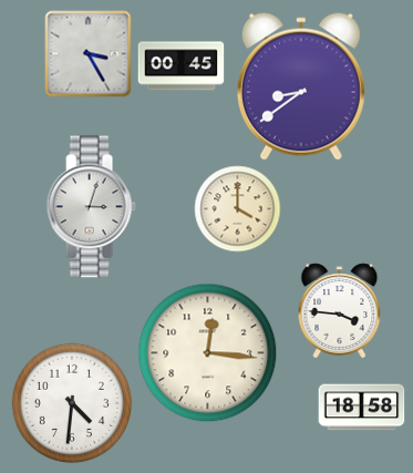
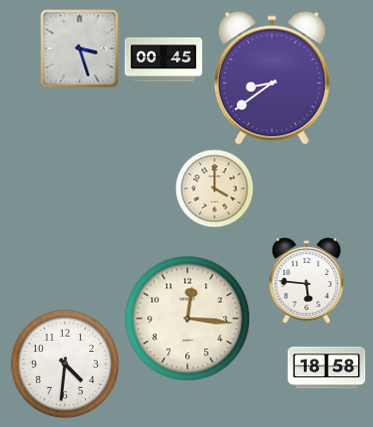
clock at (87, 53): 3:25 -> 3:27
clock at (91, 207): 3:03 -> none
clock at (340, 310): 3:46 -> 5:46
